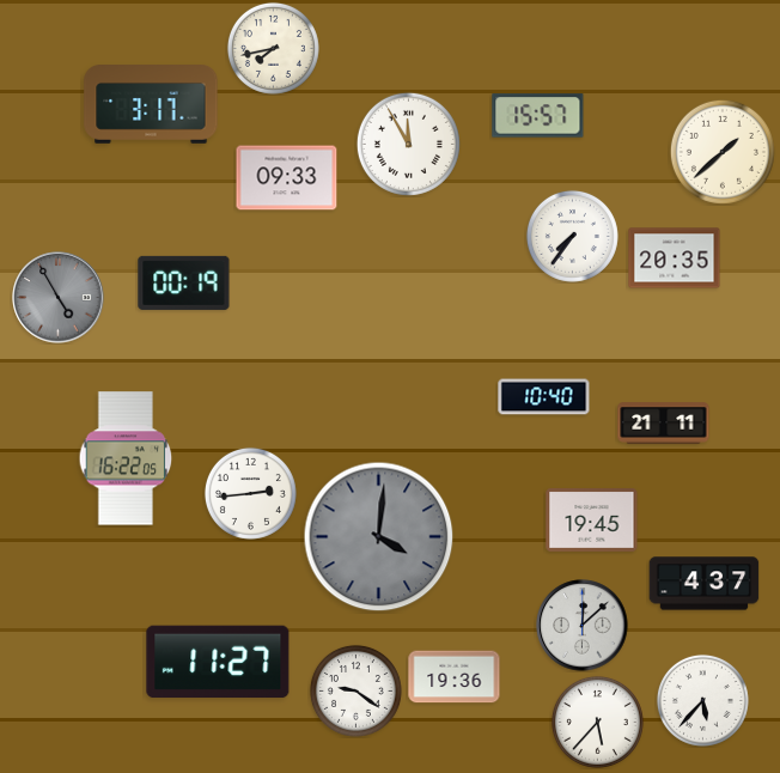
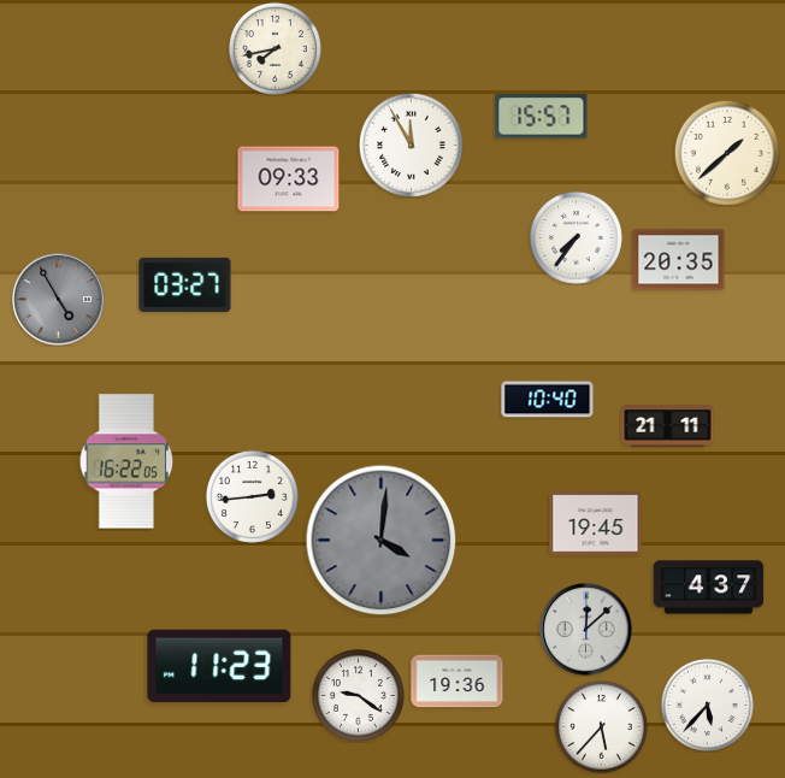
clock at (151, 105): 3:17 -> none
clock at (184, 282): 00:19 -> 03:27
clock at (218, 662): 11:27 -> 11:23
